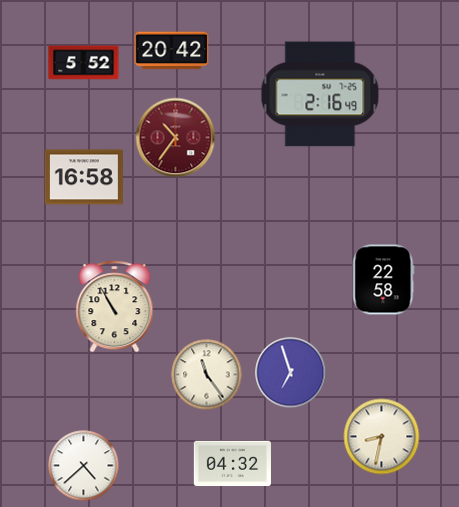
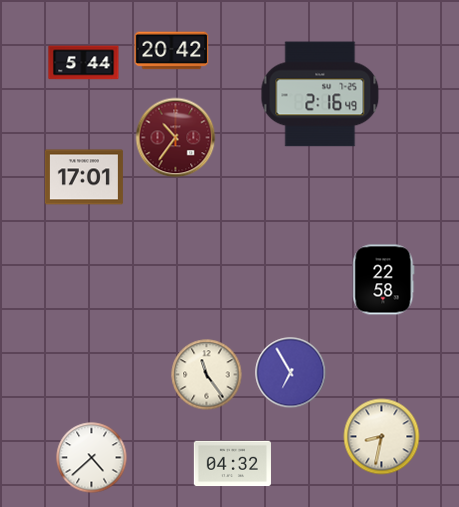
clock at (84, 63): 5:52 -> 5:44
clock at (84, 177): 16:58 -> 17:01
clock at (115, 307): 10:55 -> none
clock at (291, 373): 6:57 -> 6:55
clock at (84, 466) position: (84, 466) -> (92, 458)
